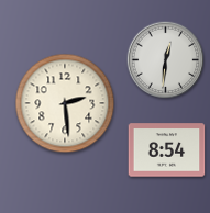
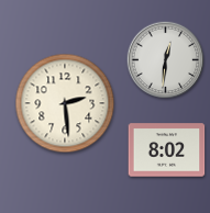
clock at (167, 150): 8:54 -> 8:02
